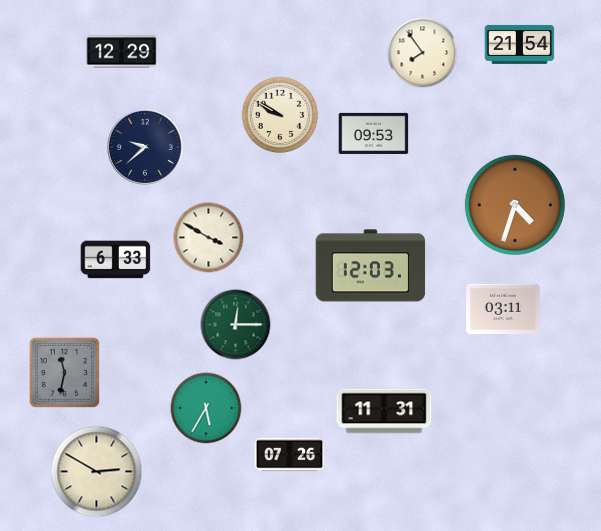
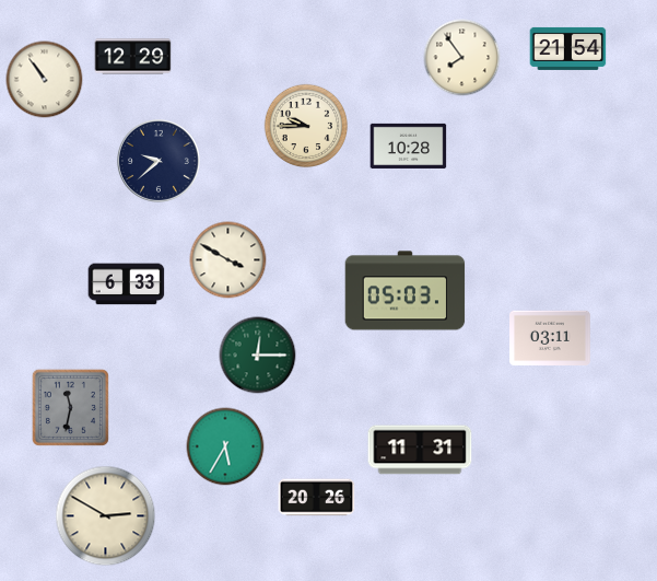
clock at (45, 80): none -> 10:54
clock at (280, 115): 9:50 -> 9:45
clock at (374, 133): 09:53 -> 10:28
clock at (515, 205): 4:33 -> none
clock at (371, 266): 12:03 -> 05:03
clock at (290, 455): 07:26 -> 20:26
